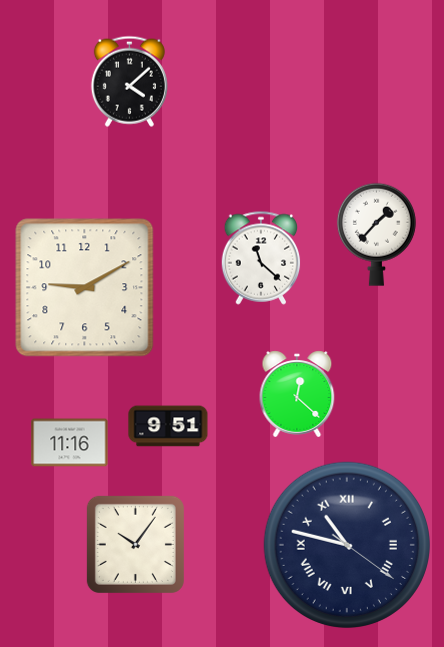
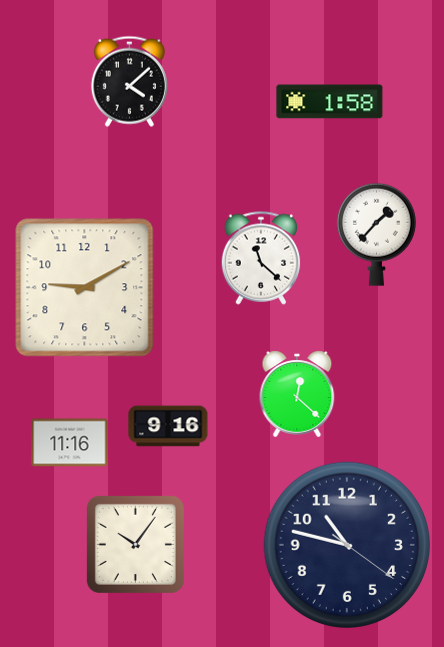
clock at (330, 102): none -> 1:58
clock at (168, 426): 9:51 -> 9:16
clock at (347, 545) numerals: Roman -> Arabic
